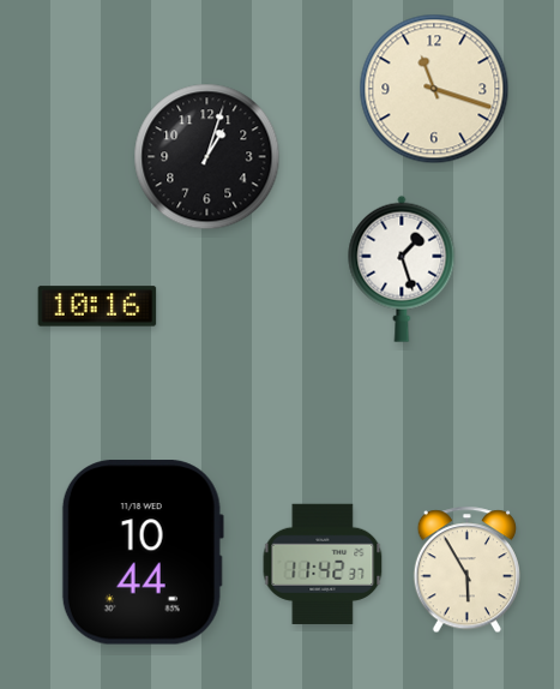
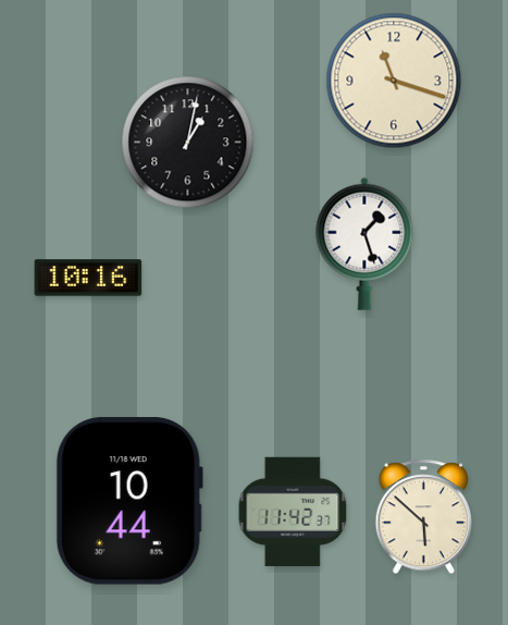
clock at (207, 157): 1:03 -> 1:02
clock at (466, 570): 5:55 -> 5:52
